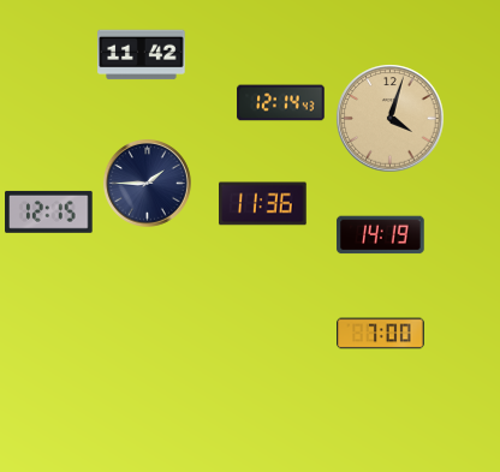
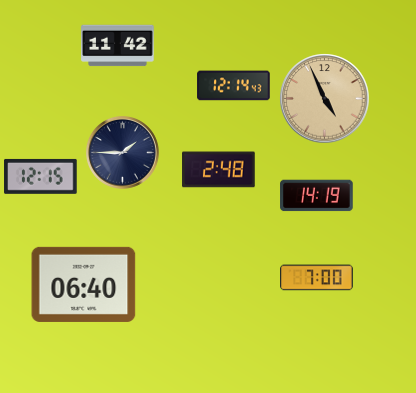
clock at (391, 119): 4:03 -> 4:56
clock at (263, 204): 11:36 -> 2:48
clock at (84, 284): none -> 06:40
